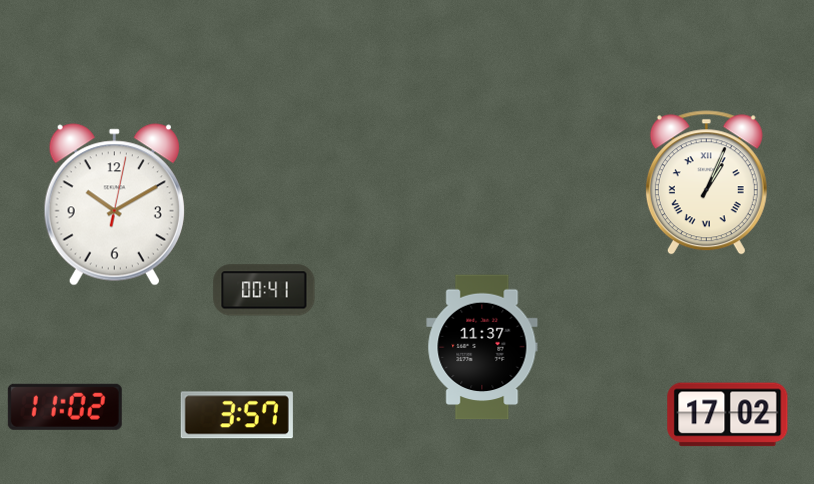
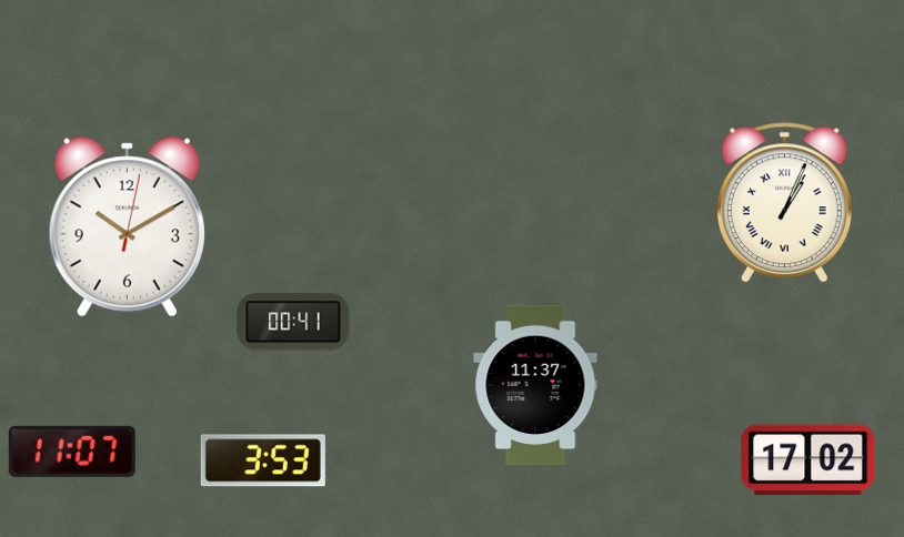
clock at (65, 407): 11:02 -> 11:07
clock at (237, 415): 3:57 -> 3:53
